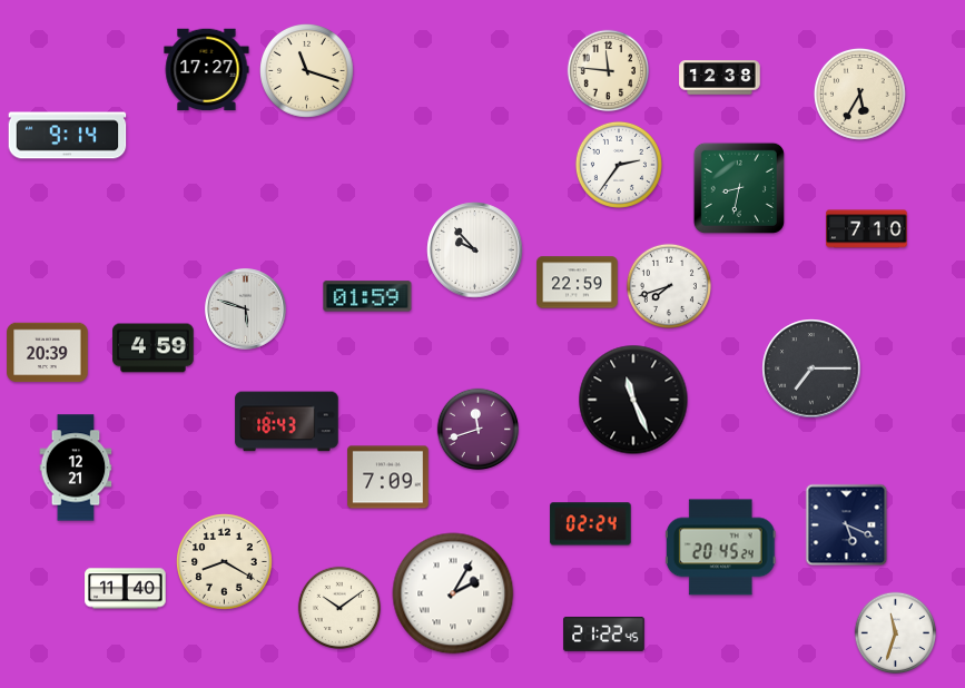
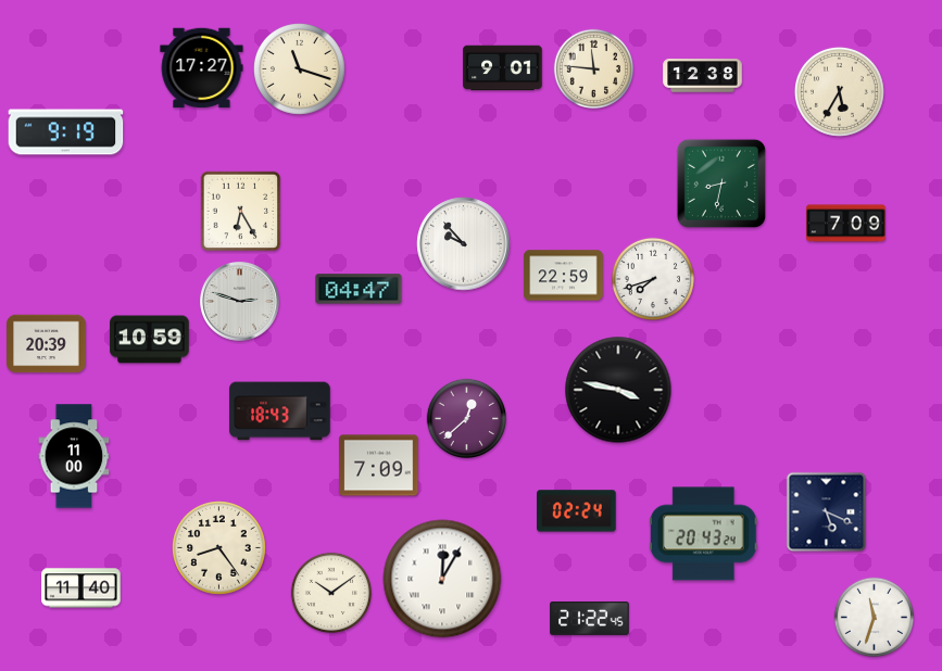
clock at (503, 68): none -> 9:01
clock at (68, 136): 9:14 -> 9:19
clock at (619, 165): 2:36 -> none
clock at (241, 212): none -> 6:25
clock at (867, 229): 7:10 -> 7:09
clock at (367, 296): 01:59 -> 04:47
clock at (246, 309): 5:48 -> 2:48
clock at (154, 348): 4:59 -> 10:59
clock at (811, 368): 7:15 -> none
clock at (633, 400): 11:26 -> 3:47
clock at (479, 430): 11:42 -> 12:38
clock at (76, 468): 12:21 -> 11:00
clock at (720, 548): 20:45 -> 20:43
clock at (225, 562): 8:20 -> 8:24
clock at (126, 589) position: (126, 589) -> (81, 588)
clock at (453, 593): 2:05 -> 12:05
